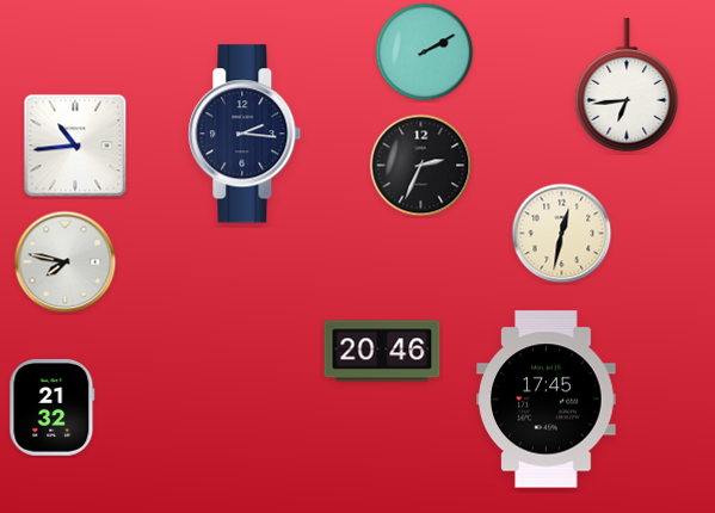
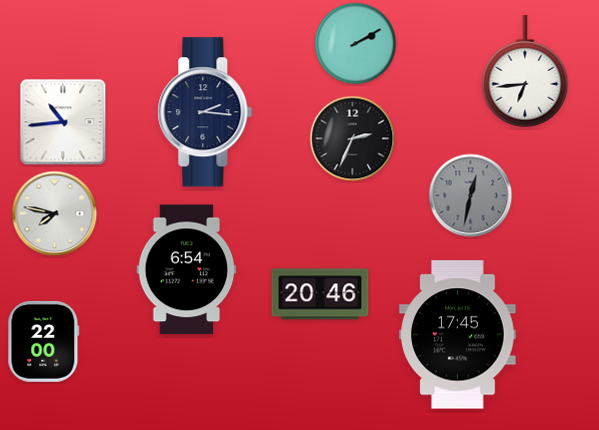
clock at (562, 234) dial: cream -> grey
clock at (66, 262) position: (66, 262) -> (55, 214)
clock at (187, 270): none -> 6:54
clock at (53, 408): 21:32 -> 22:00
